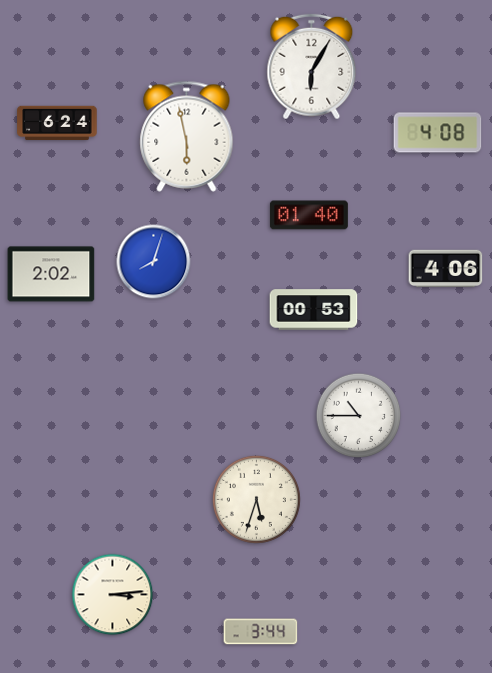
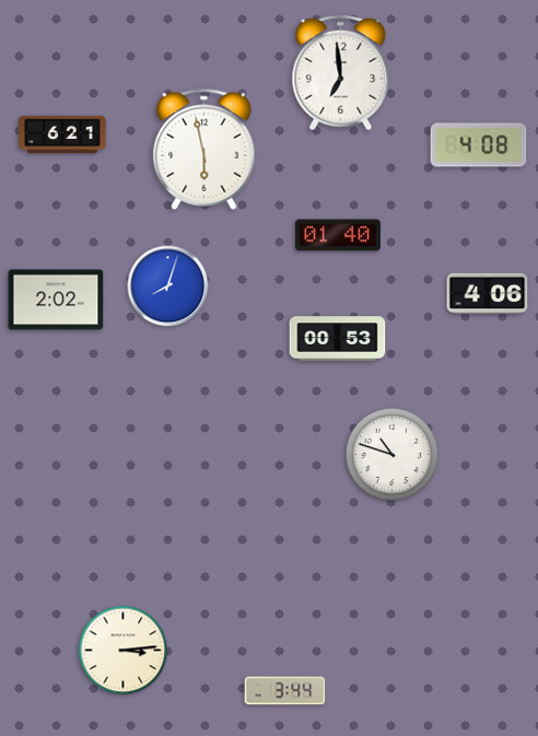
clock at (312, 67): 6:05 -> 6:59
clock at (57, 123): 6:24 -> 6:21
clock at (314, 310) position: (314, 310) -> (338, 339)
clock at (359, 416): 10:45 -> 10:48
clock at (256, 499): 5:33 -> none
